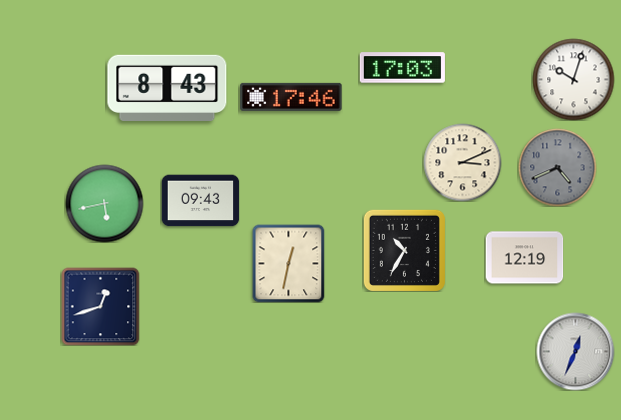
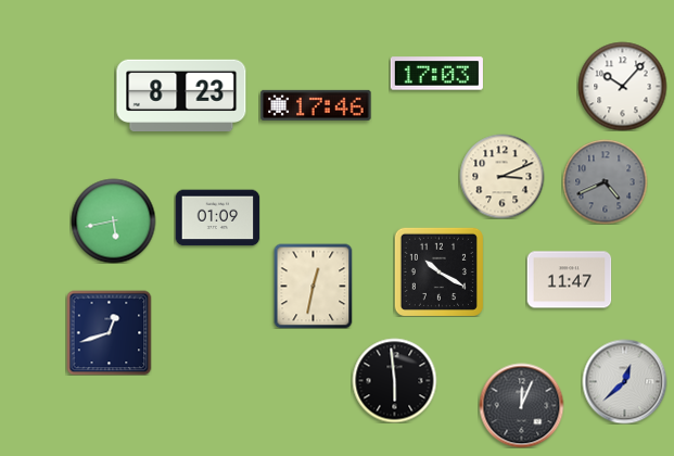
clock at (573, 79): 10:03 -> 10:07
clock at (167, 87): 8:43 -> 8:23
clock at (200, 201): 09:43 -> 01:09
clock at (404, 250): 10:35 -> 10:20
clock at (524, 258): 12:19 -> 11:47
clock at (394, 380): none -> 5:59
clock at (575, 351): 12:34 -> 12:38
clock at (521, 405): none -> 12:04
